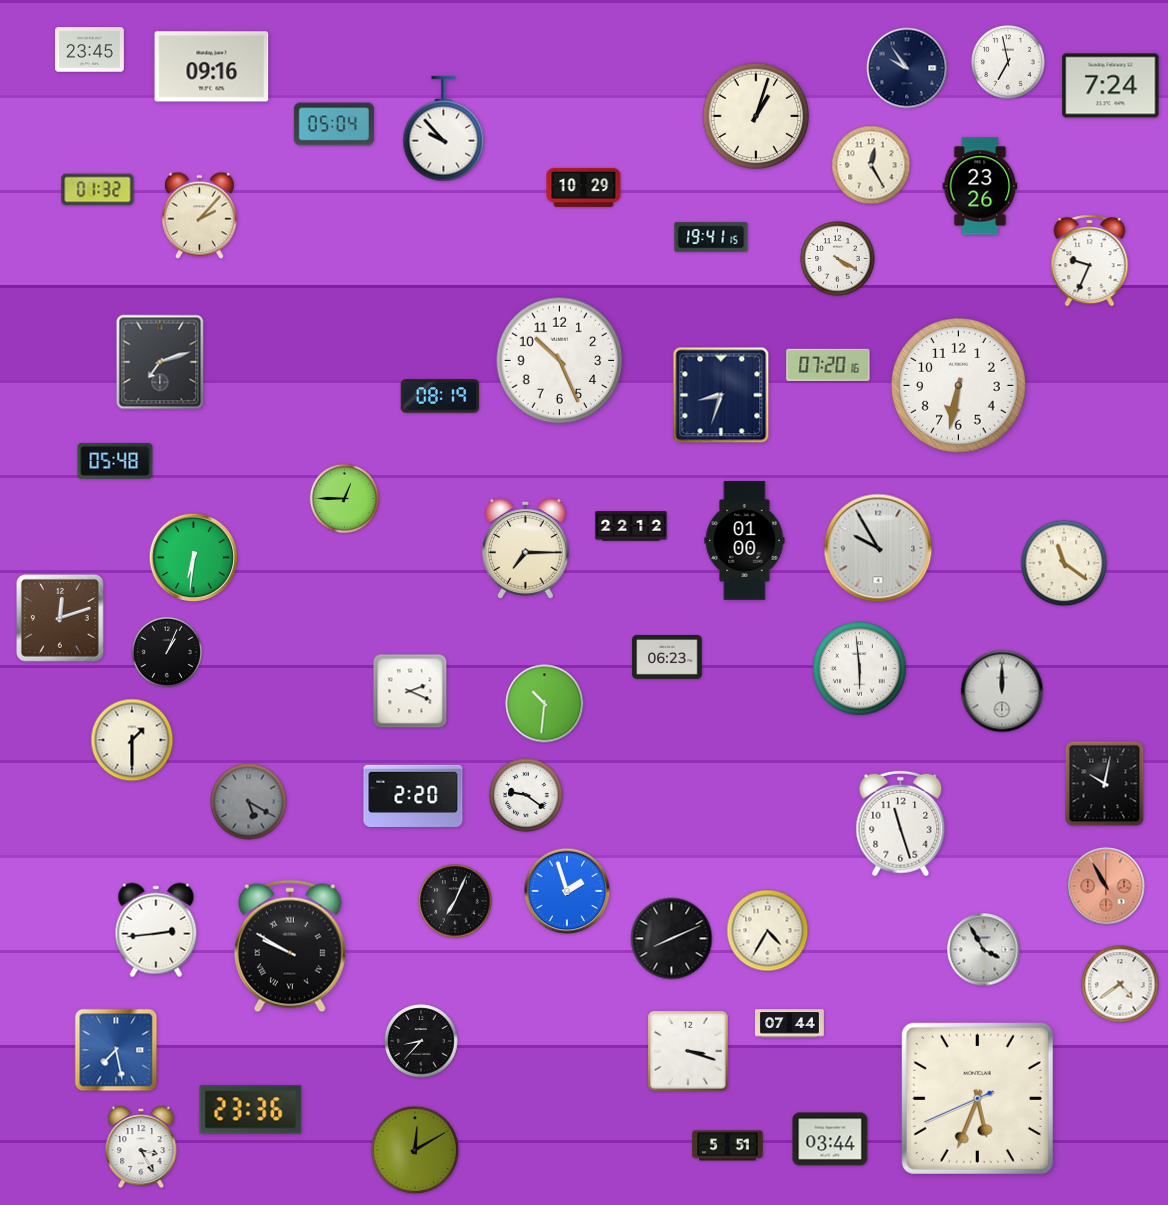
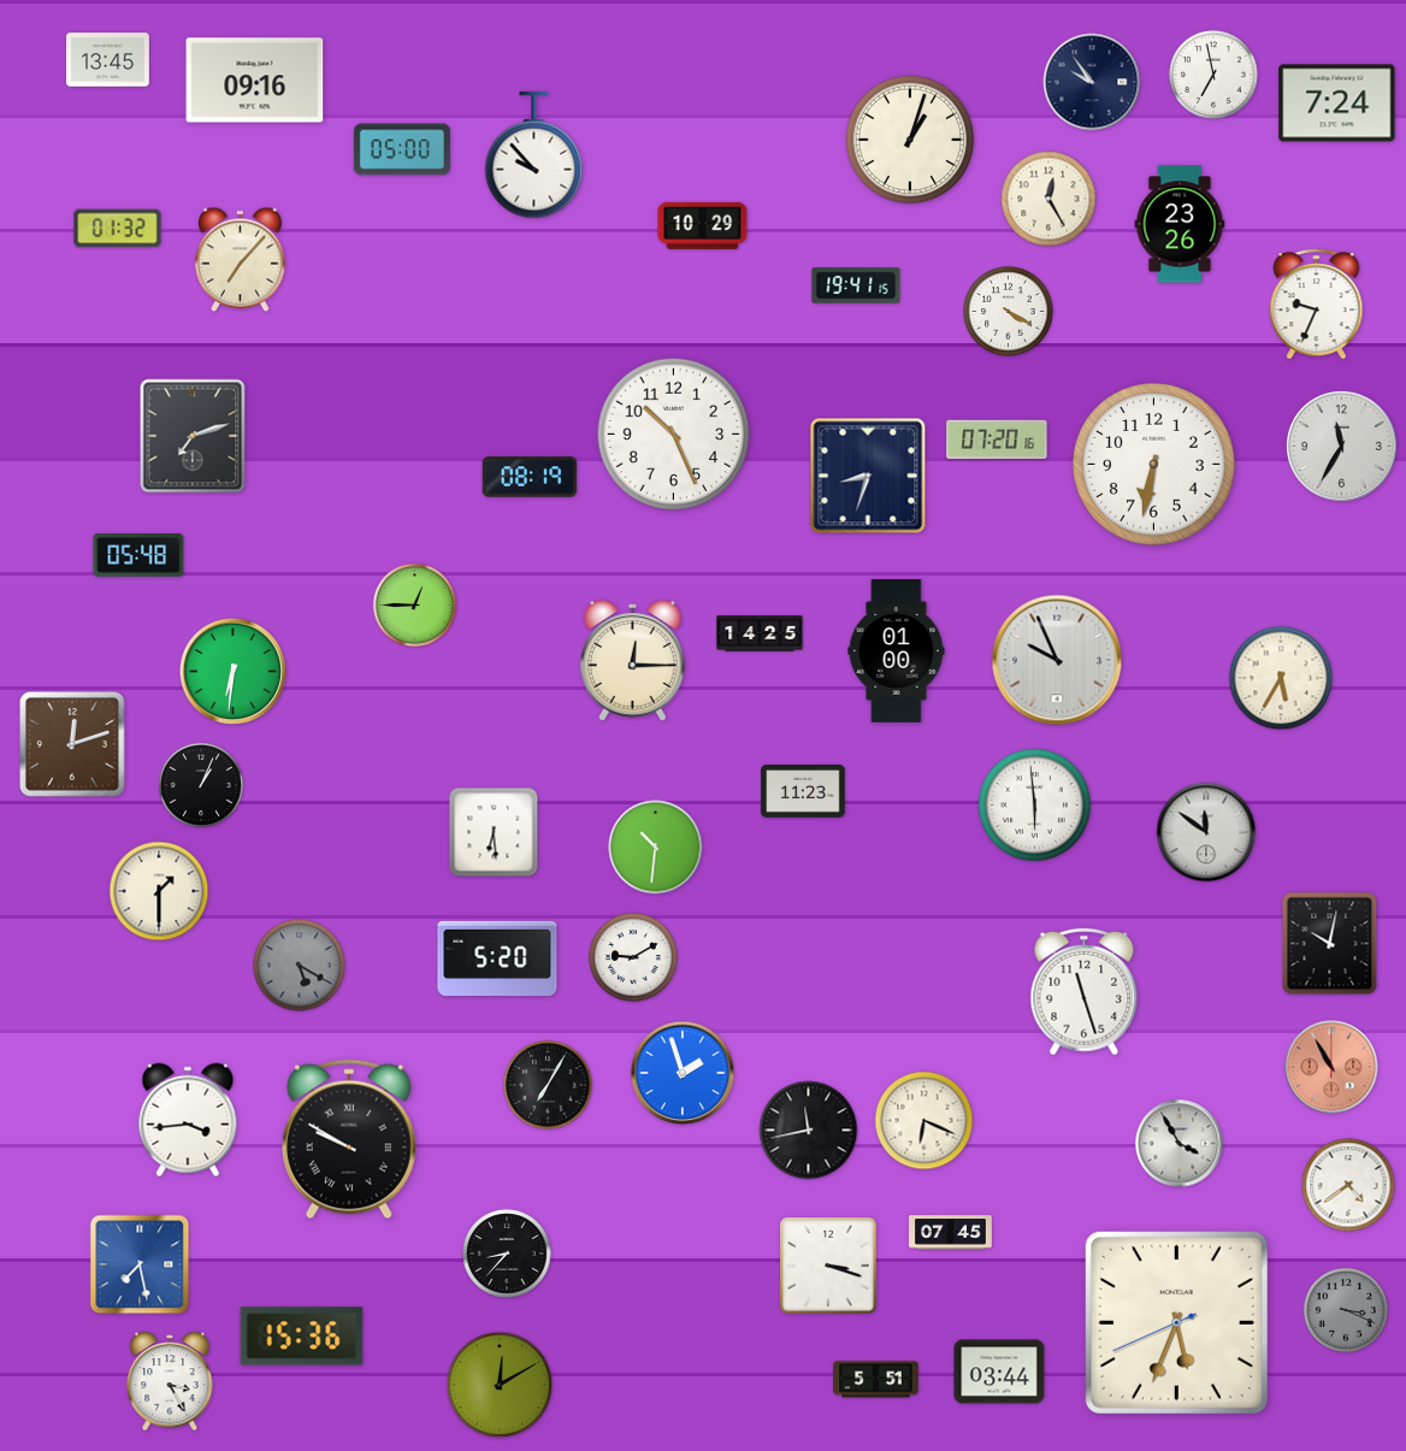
clock at (90, 50): 23:45 -> 13:45
clock at (334, 124): 05:04 -> 05:00
clock at (200, 216): 2:07 -> 7:07
clock at (1090, 261) position: (1090, 261) -> (1317, 305)
clock at (1341, 446): none -> 11:35
clock at (344, 498) position: (344, 498) -> (414, 604)
clock at (631, 526): 22:12 -> 14:25
clock at (878, 548): 9:55 -> 9:56
clock at (525, 549): 7:15 -> 12:15
clock at (1064, 563): 11:21 -> 5:35
clock at (667, 657): 06:23 -> 11:23
clock at (410, 691): 2:19 -> 6:29
clock at (1002, 691): 12:00 -> 11:51
clock at (413, 795): 2:20 -> 5:20
clock at (526, 795): 9:21 -> 9:10
clock at (455, 901): 7:04 -> 7:05
clock at (156, 930): 2:44 -> 3:44
clock at (768, 931): 4:35 -> 6:19
clock at (672, 939): 8:11 -> 11:43
clock at (984, 950) position: (984, 950) -> (1180, 1144)
clock at (790, 1024): 07:44 -> 07:45
clock at (1346, 1310): none -> 3:19
clock at (251, 1110): 23:36 -> 15:36
